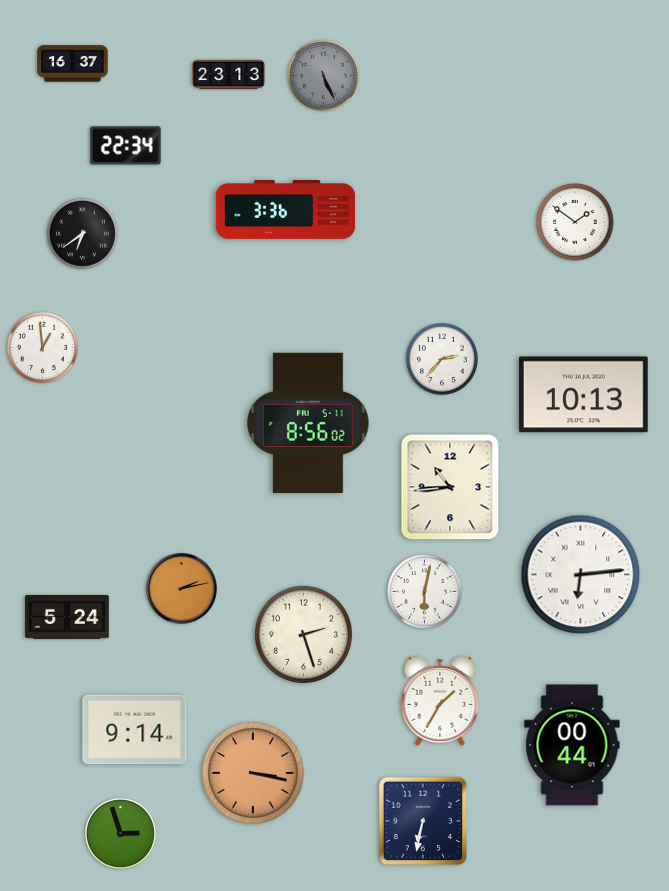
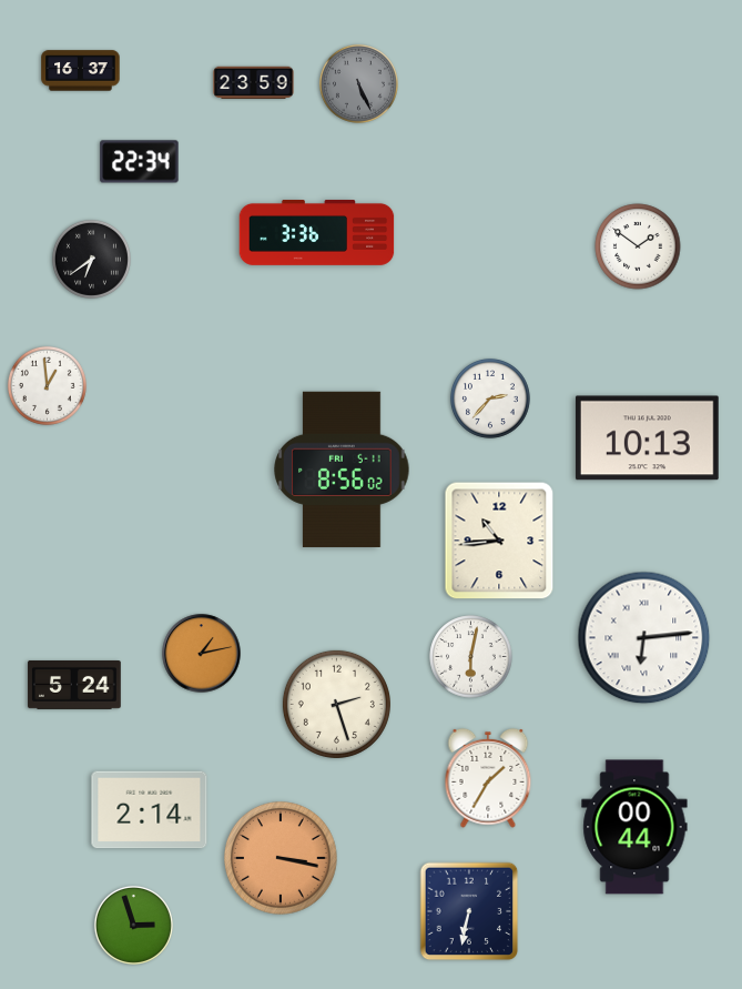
clock at (229, 75): 23:13 -> 23:59
clock at (182, 589): 2:13 -> 1:13
clock at (135, 730): 9:14 -> 2:14
